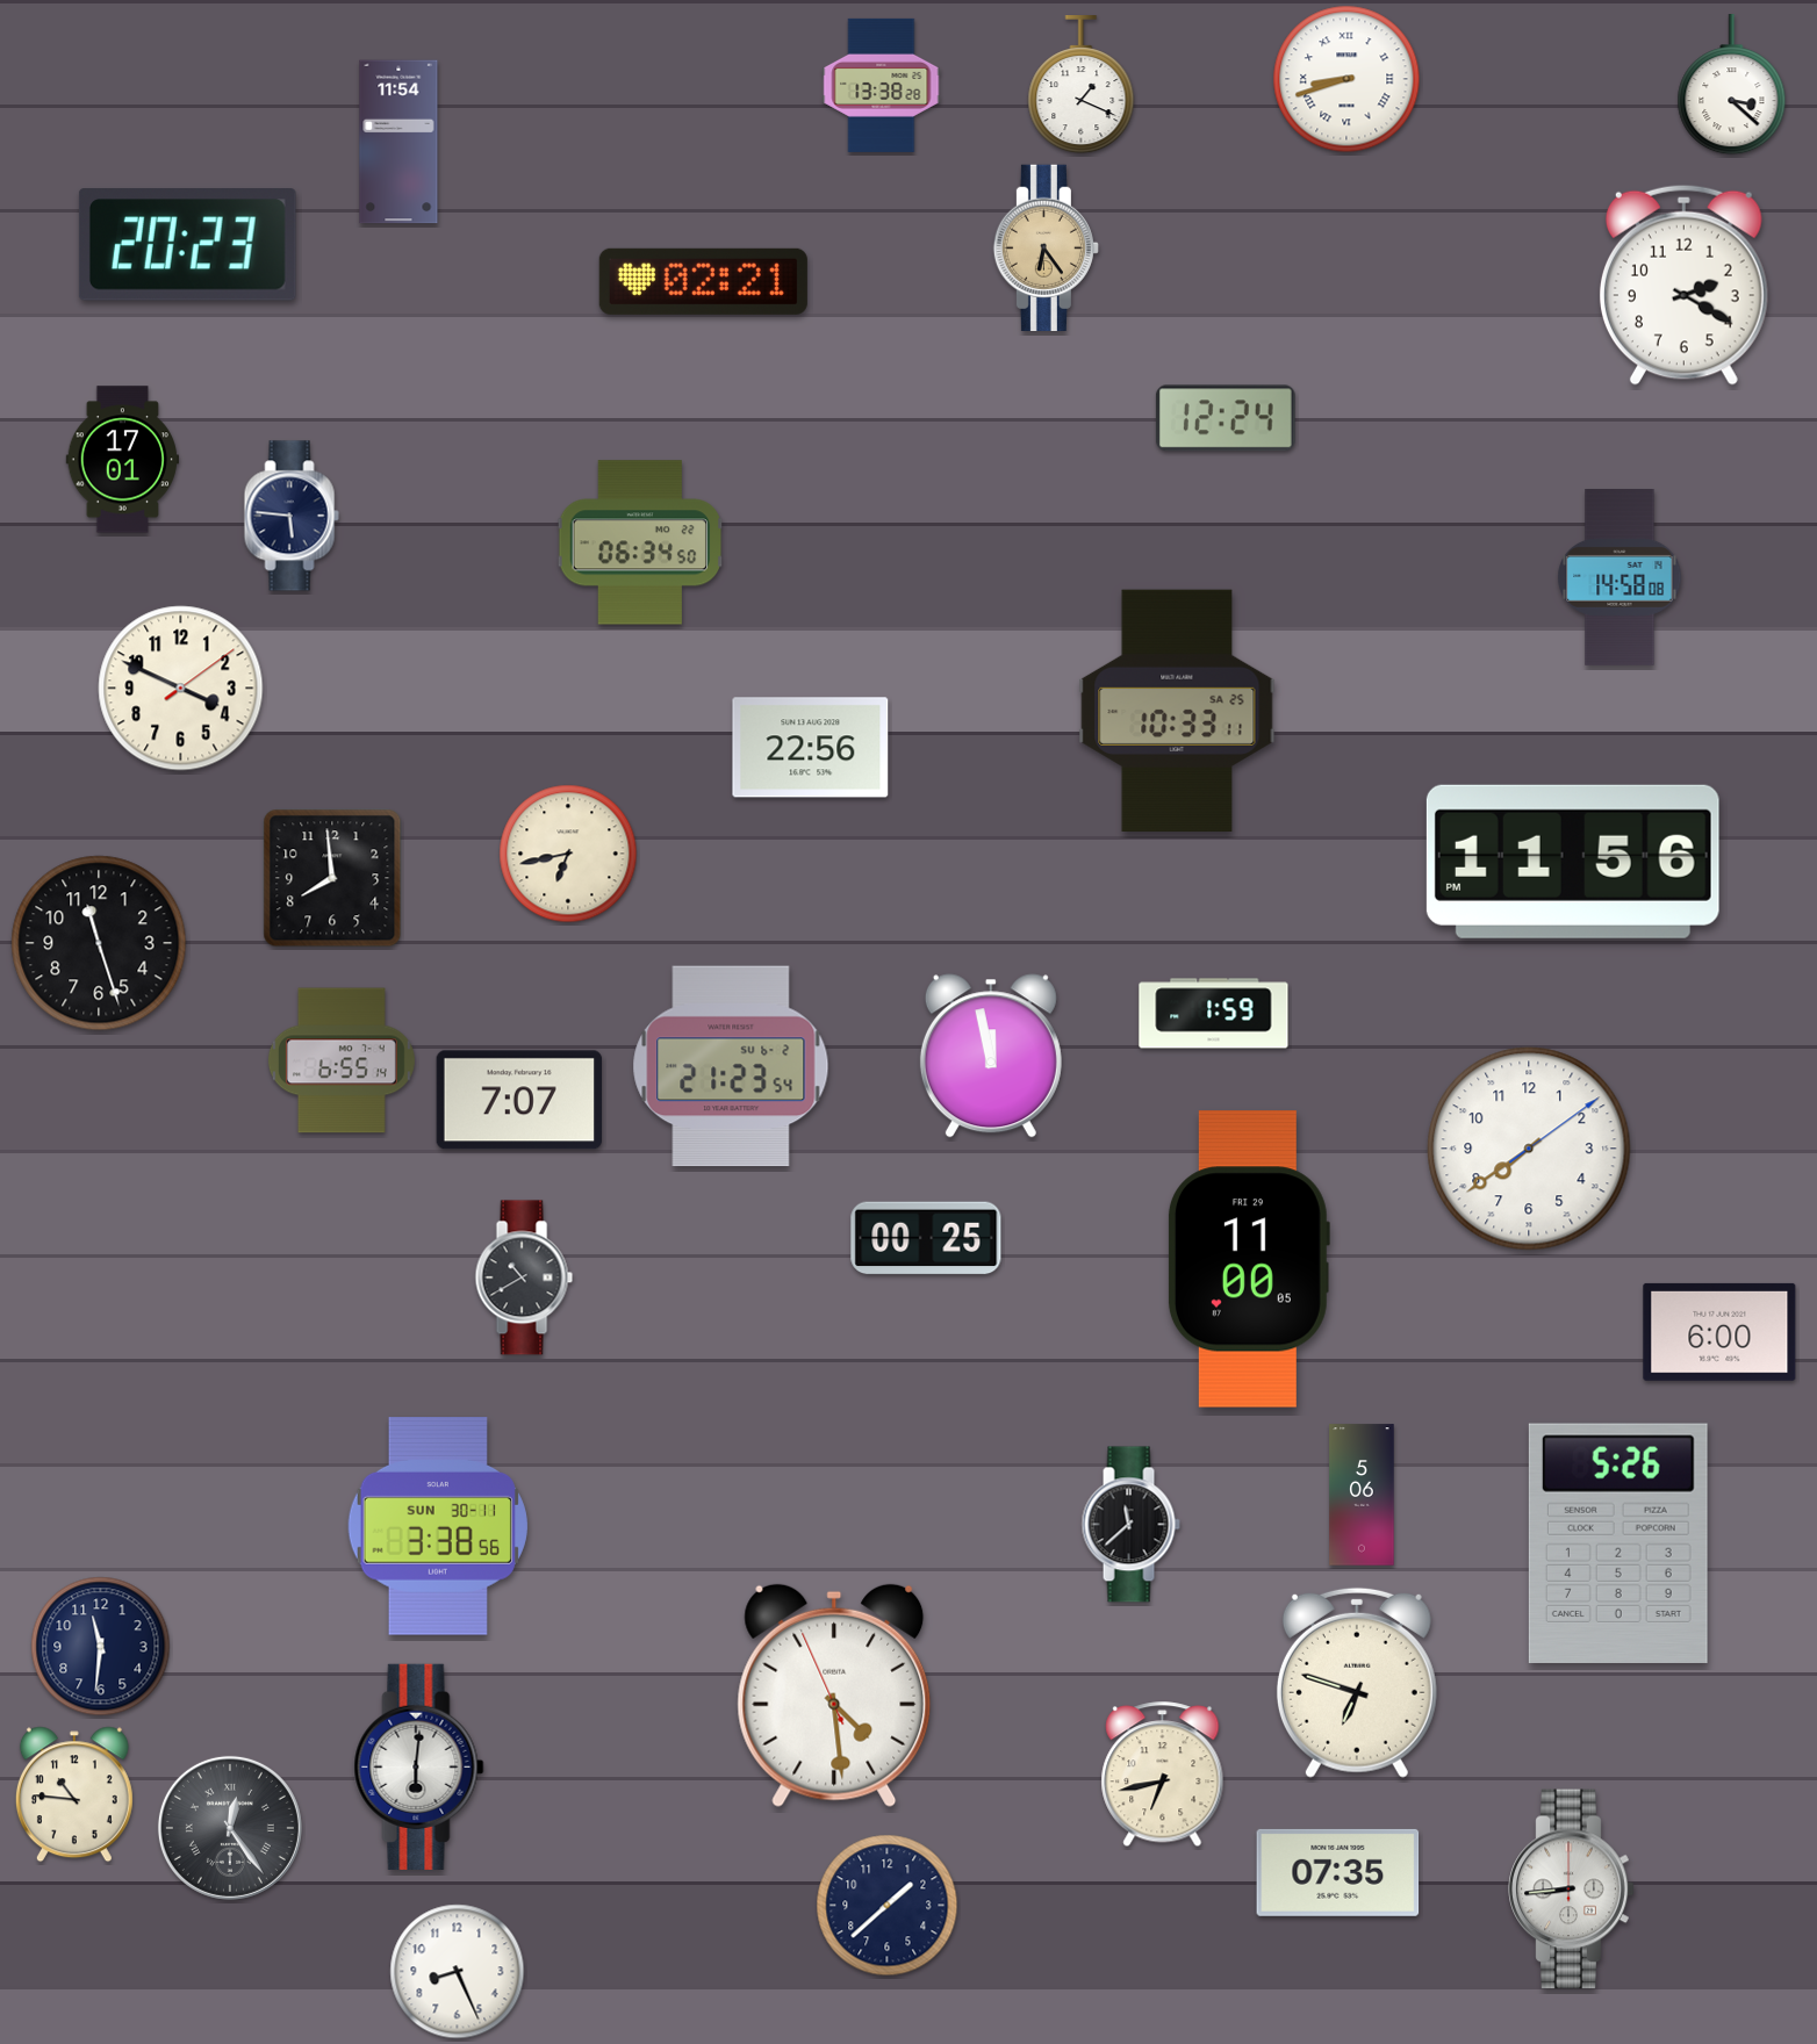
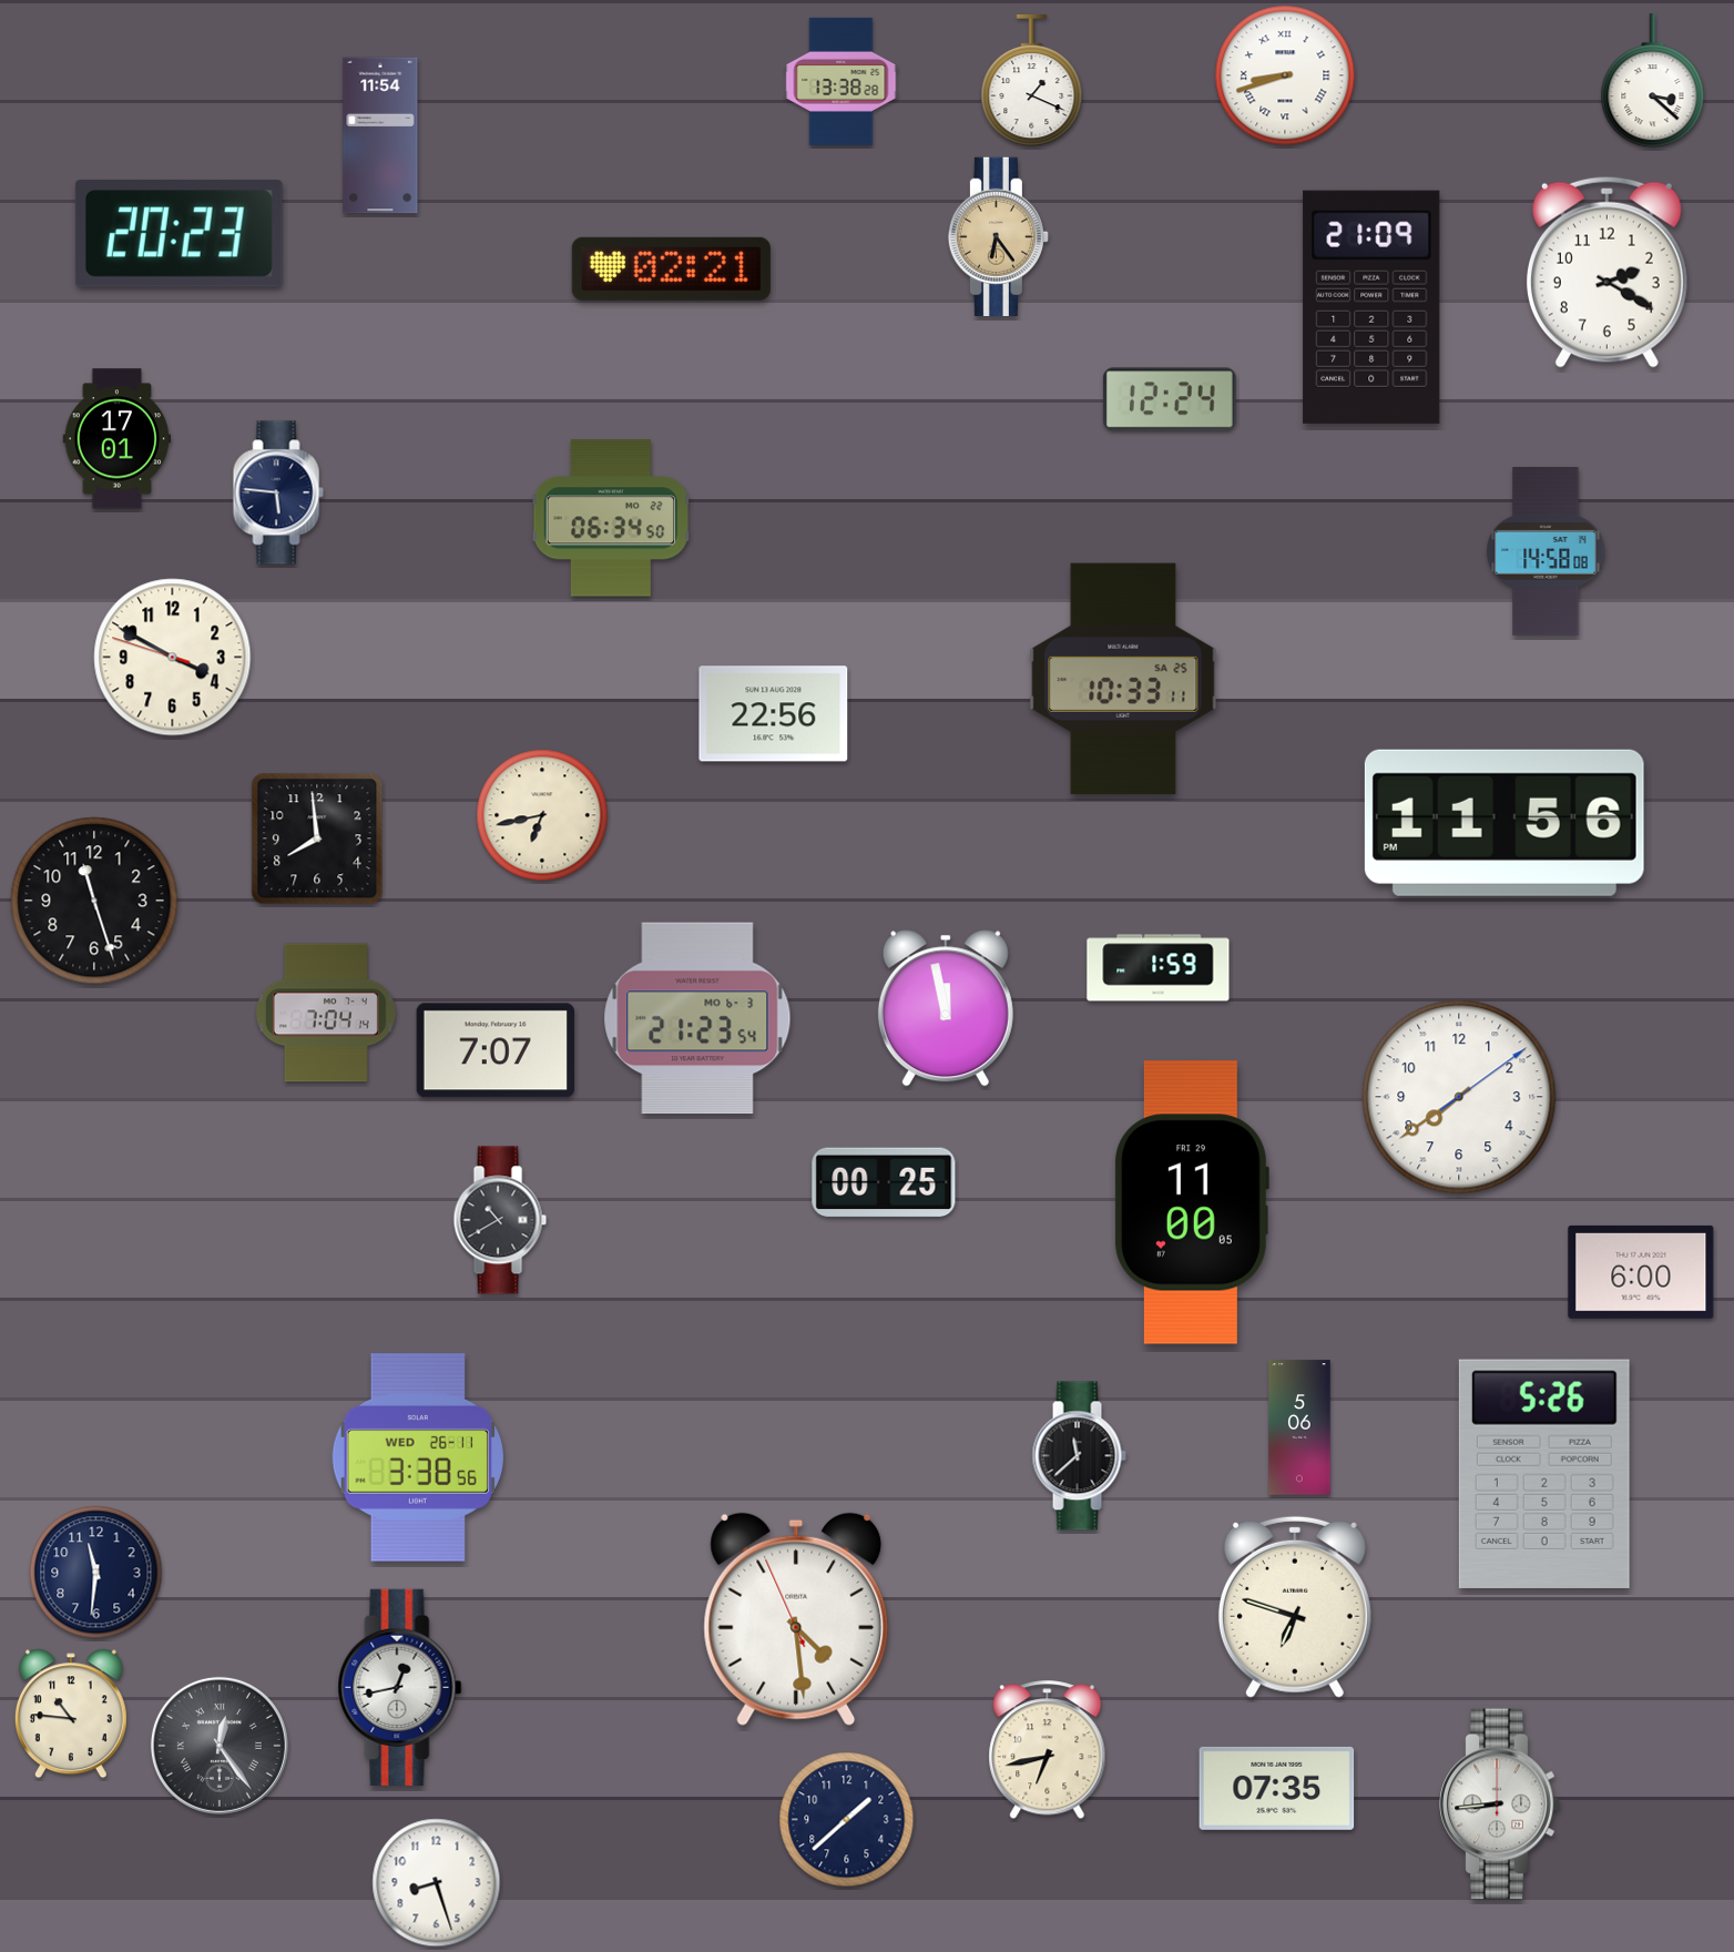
clock at (1371, 307): none -> 21:09
clock at (181, 689): 3:49:09 -> 3:49:48
clock at (1573, 862) position: (1573, 862) -> (1504, 823)
clock at (342, 1060): 6:55 -> 7:04
clock at (731, 1066) date: SU 6-2 -> MO 6-3
clock at (438, 1527) date: SUN 30-11 -> WED 26-11
clock at (419, 1766): 6:01 -> 12:43
clock at (1163, 1775) position: (1163, 1775) -> (1048, 1750)
clock at (458, 1972): 8:26 -> 8:27
